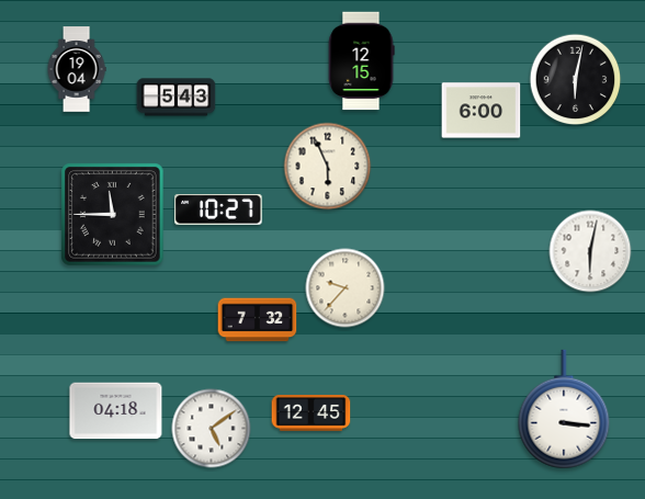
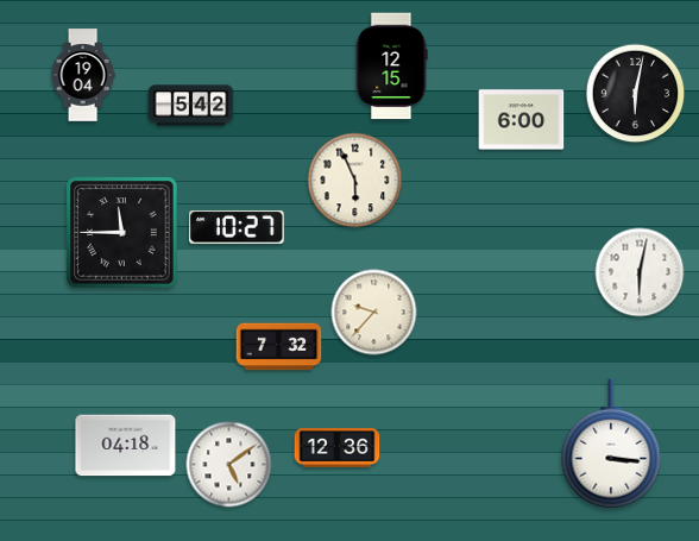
clock at (576, 80) position: (576, 80) -> (636, 94)
clock at (177, 98): 5:43 -> 5:42
clock at (312, 413): 12:45 -> 12:36
